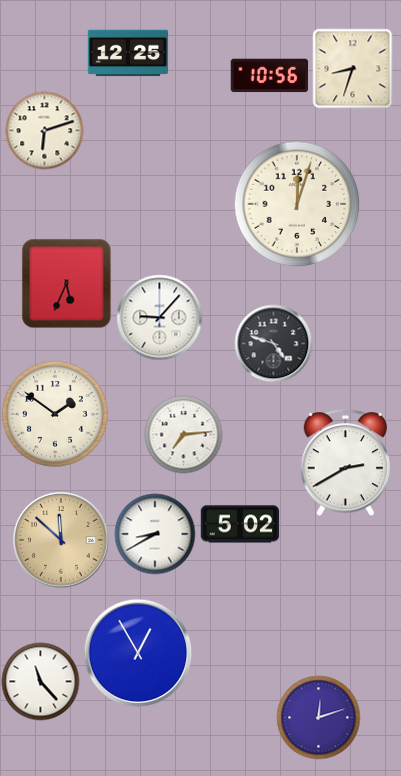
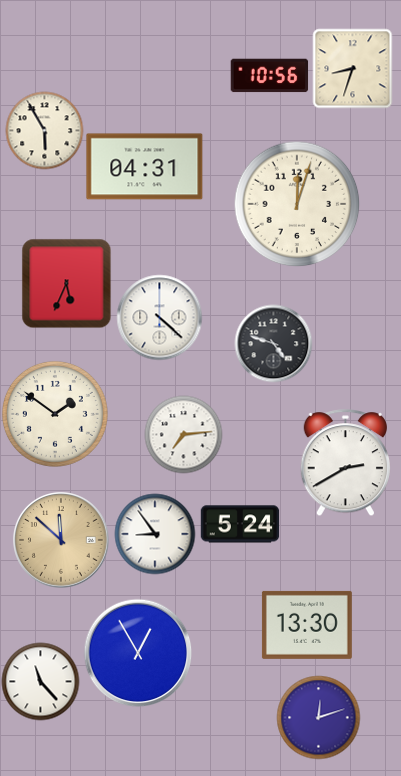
clock at (128, 53): 12:25 -> none
clock at (44, 130): 6:12 -> 5:55
clock at (145, 167): none -> 04:31
clock at (159, 317): 9:07 -> 4:22
clock at (240, 524): 5:02 -> 5:24
clock at (155, 534): 8:40 -> 8:54
clock at (307, 625): none -> 13:30
